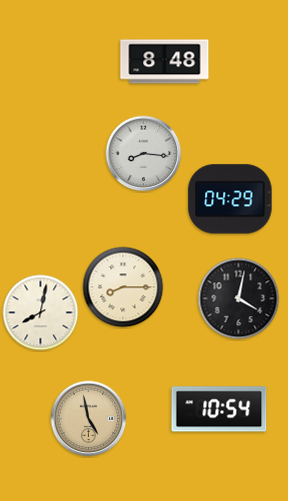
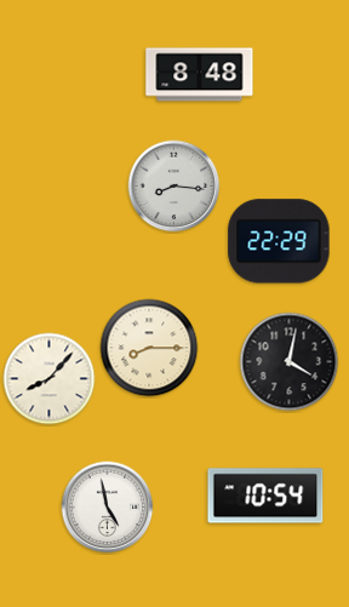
clock at (230, 199): 04:29 -> 22:29
clock at (41, 313): 8:02 -> 8:07
clock at (89, 419) dial: champagne -> white
